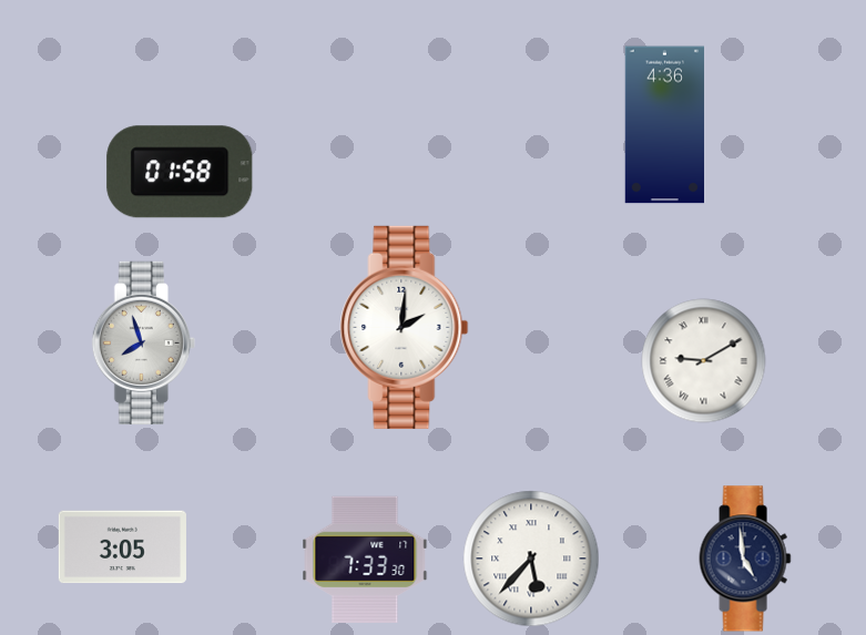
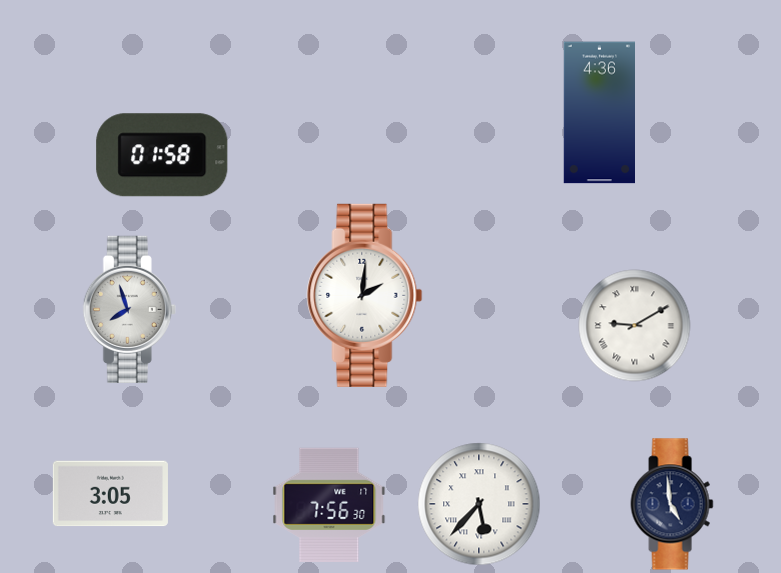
clock at (365, 560): 7:33 -> 7:56
